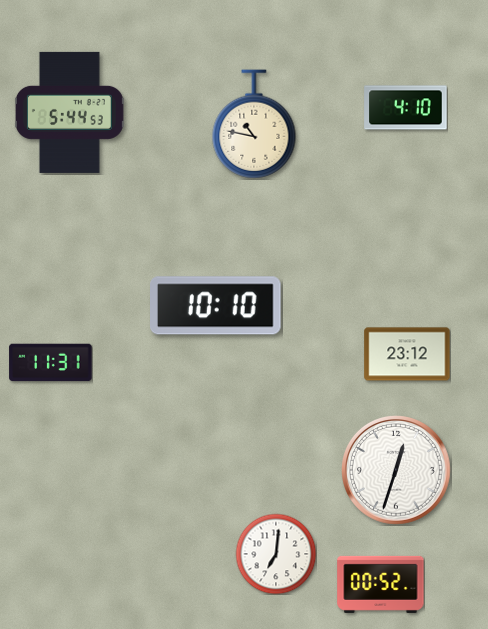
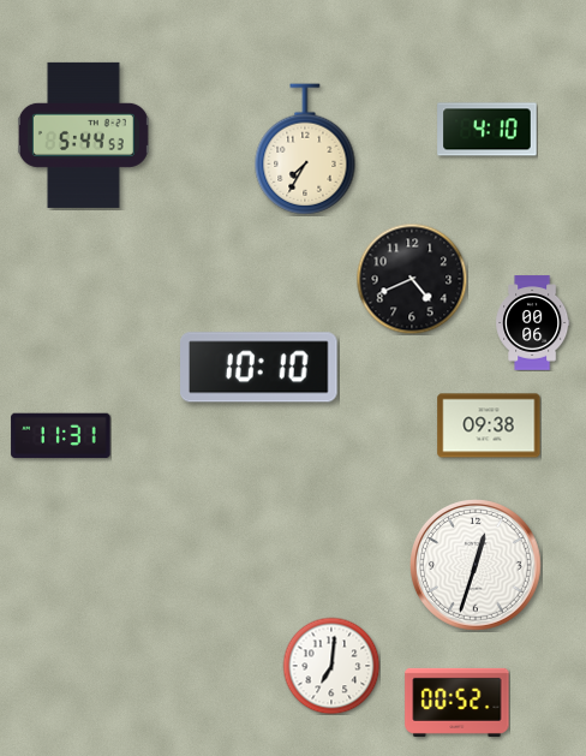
clock at (254, 124): 10:47 -> 7:35
clock at (412, 279): none -> 4:41
clock at (533, 323): none -> 00:06
clock at (407, 354): 23:12 -> 09:38
